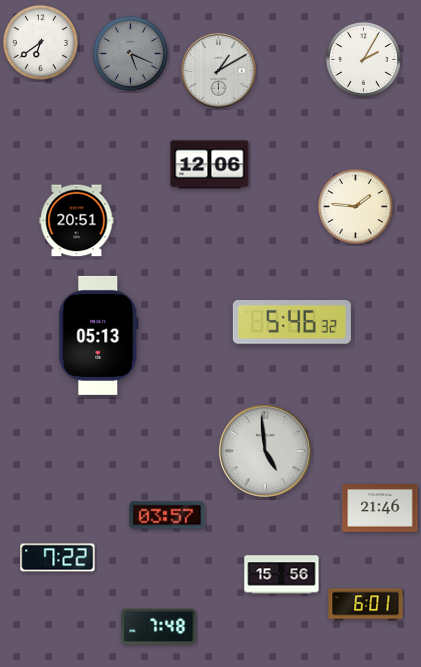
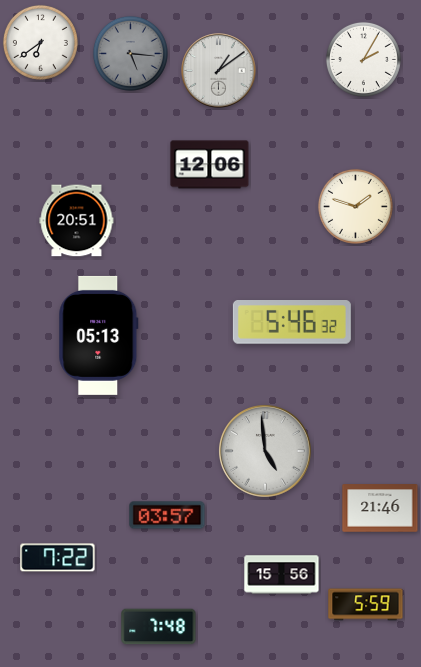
clock at (130, 53): 5:19 -> 5:16
clock at (219, 71): 1:10 -> 1:09
clock at (355, 206): 1:46 -> 1:48
clock at (366, 605): 6:01 -> 5:59
